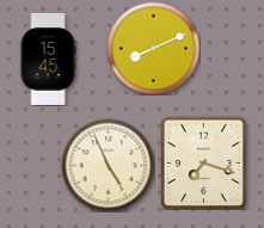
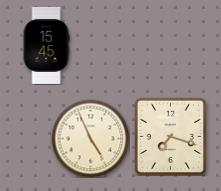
clock at (153, 48): 8:11 -> none
clock at (48, 58) position: (48, 58) -> (46, 45)
